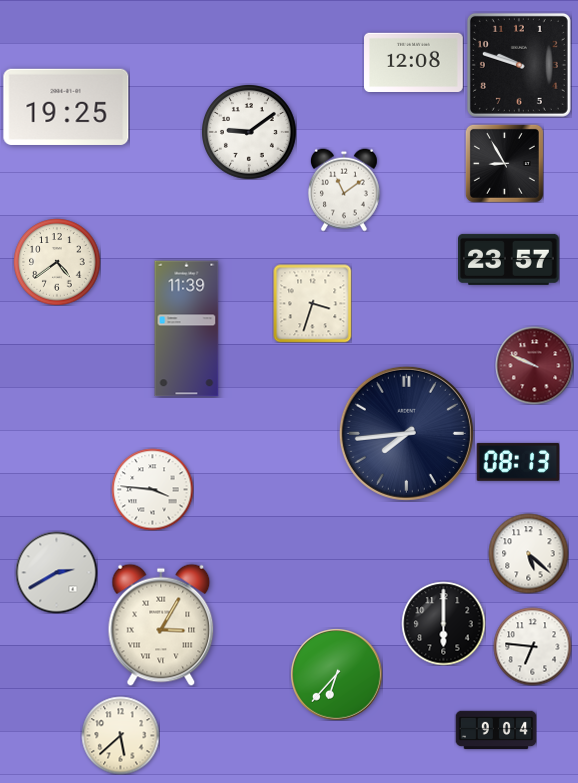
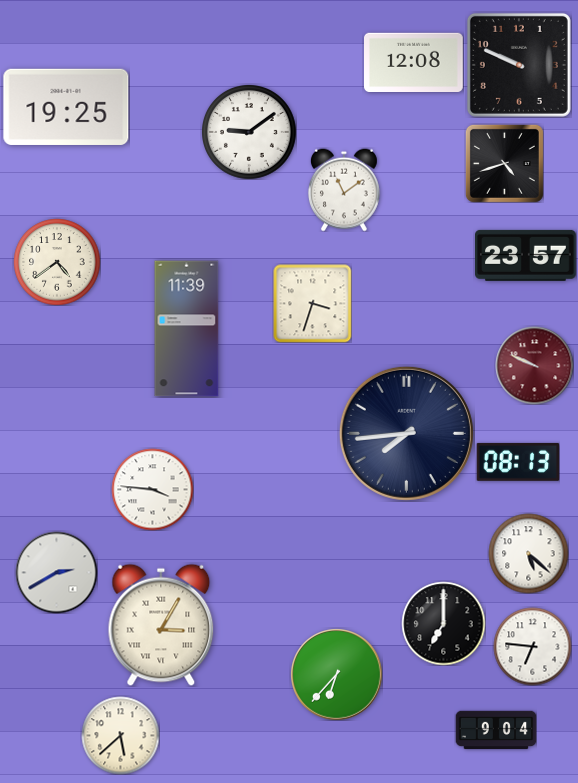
clock at (519, 65): 9:48 -> 9:49
clock at (504, 163): 8:55 -> 4:42
clock at (509, 259) position: (509, 259) -> (526, 255)
clock at (443, 623): 6:00 -> 7:00
